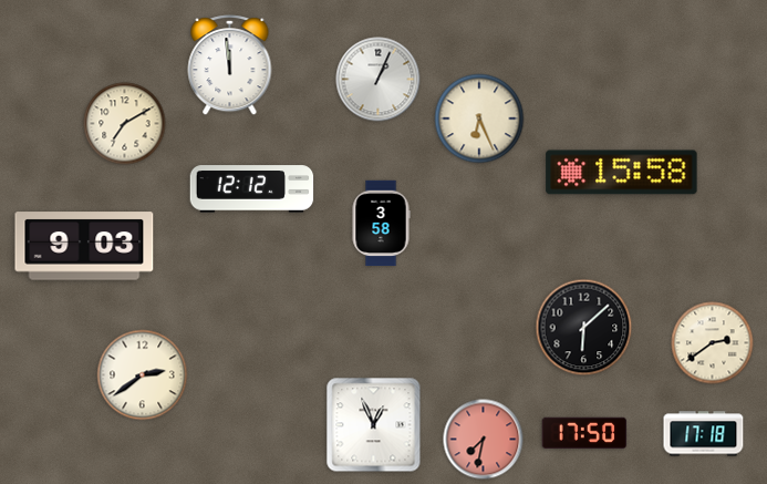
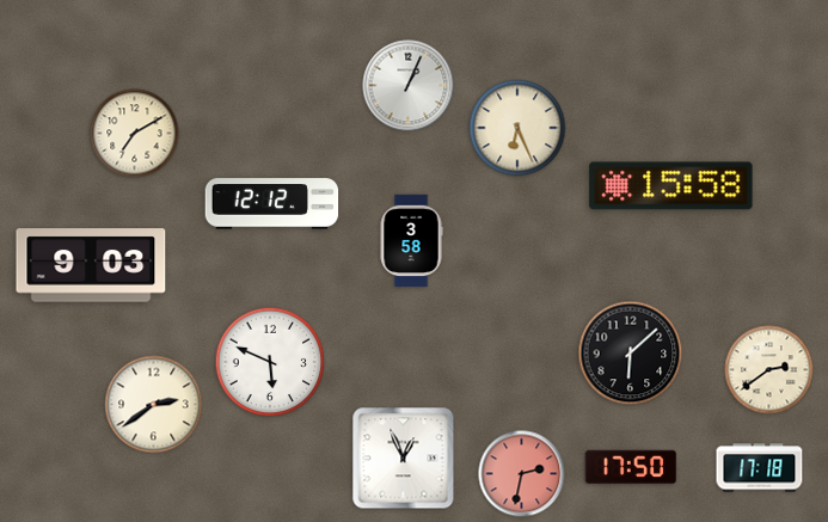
clock at (230, 65): 11:59 -> none
clock at (270, 362): none -> 5:49
clock at (484, 440): 7:32 -> 2:32
